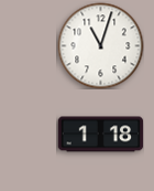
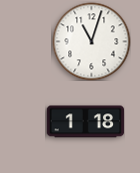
clock at (100, 135) position: (100, 135) -> (85, 122)
